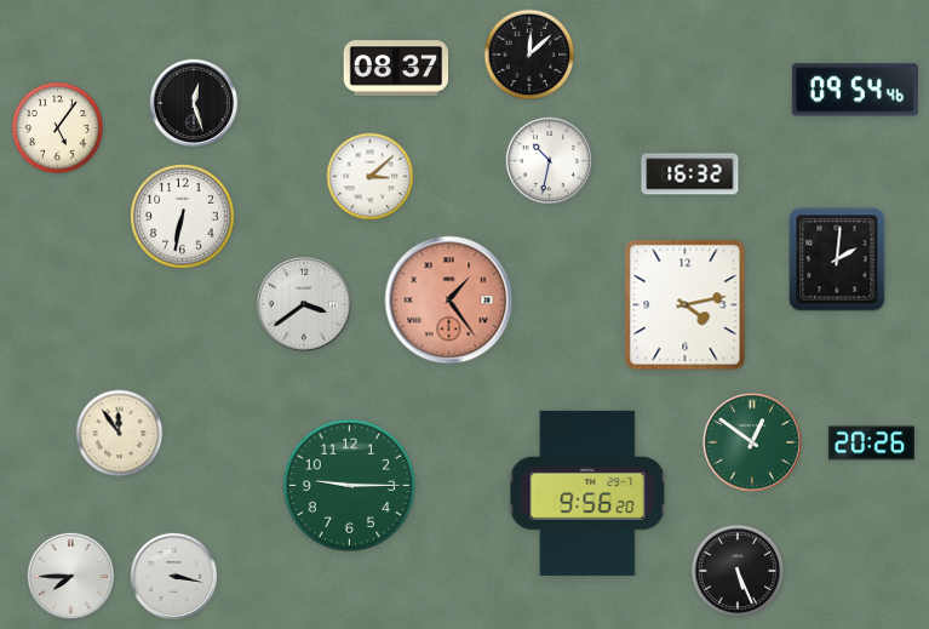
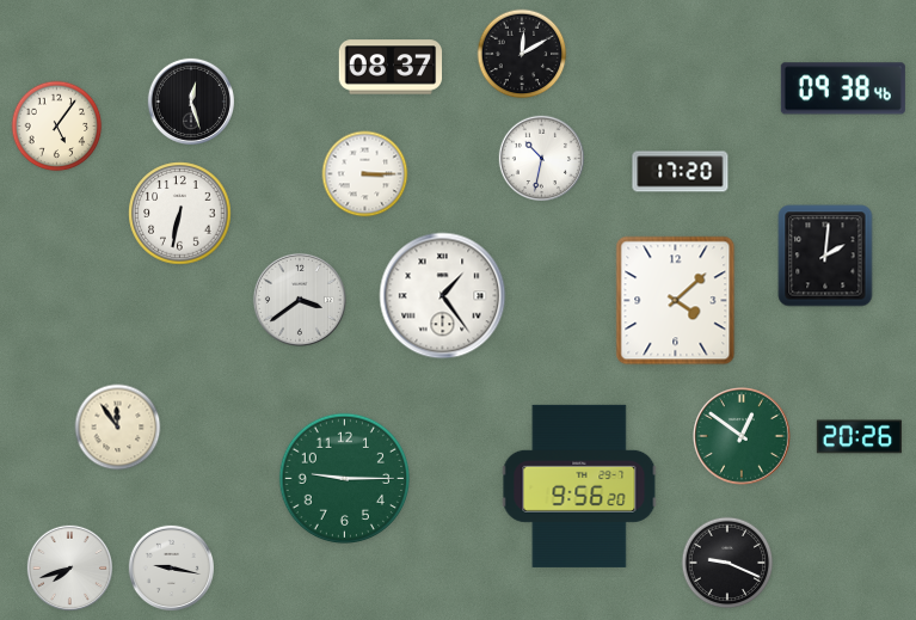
clock at (529, 55): 12:08 -> 12:10
clock at (855, 90): 09:54 -> 09:38
clock at (690, 175): 16:32 -> 17:20
clock at (371, 177): 3:08 -> 3:15
clock at (449, 301) dial: salmon -> white
clock at (686, 305): 4:13 -> 4:08
clock at (738, 571): 5:26 -> 9:19
clock at (70, 576): 7:45 -> 7:42
clock at (173, 576): 3:17 -> 9:17
